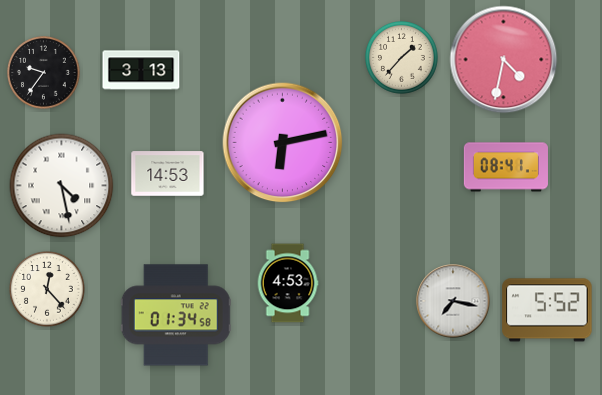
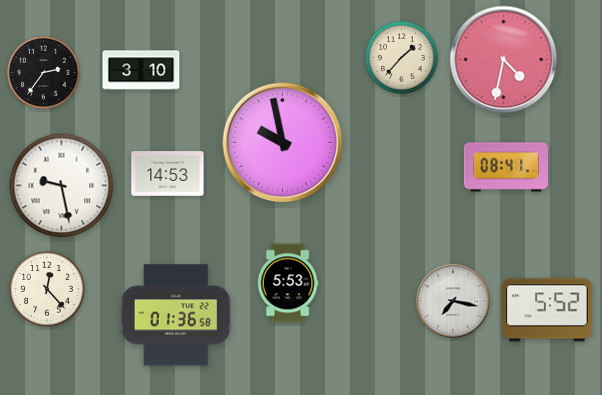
clock at (141, 70): 3:13 -> 3:10
clock at (44, 73): 9:36 -> 2:36
clock at (283, 143): 6:13 -> 9:58
clock at (62, 186): 4:28 -> 9:28
clock at (288, 283): 4:53 -> 5:53
clock at (176, 315): 01:34 -> 01:36
